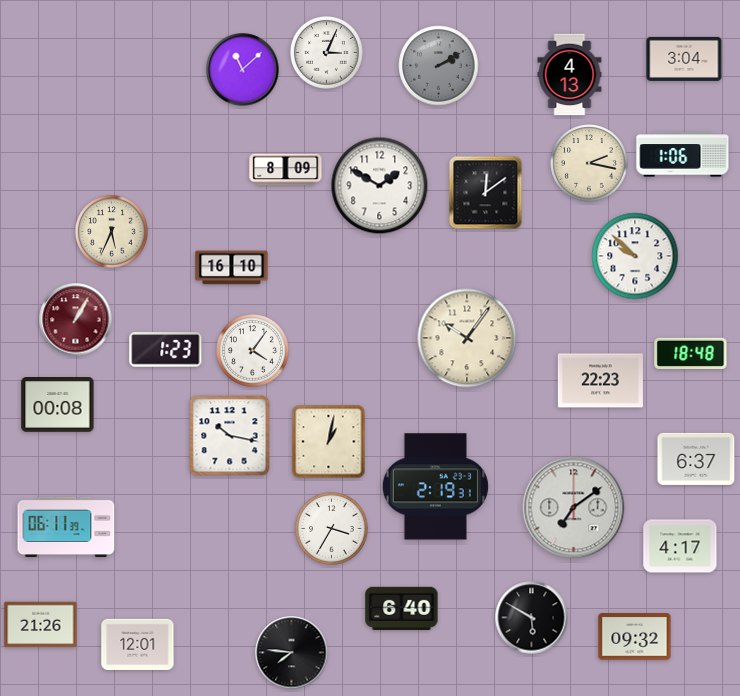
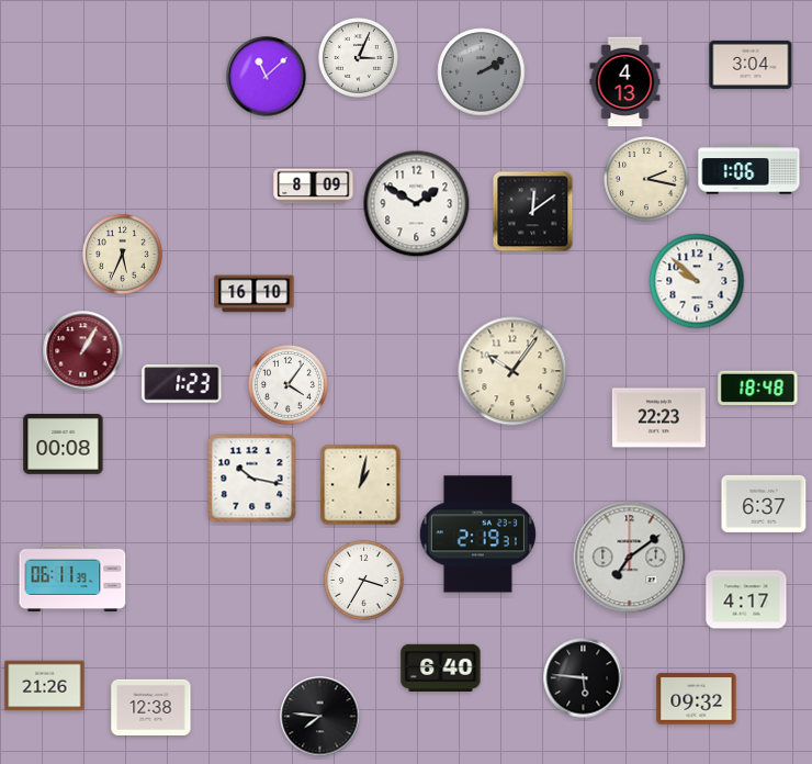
clock at (253, 351) position: (253, 351) -> (289, 385)
clock at (532, 618): 5:50 -> 5:46
clock at (138, 644): 12:01 -> 12:38
